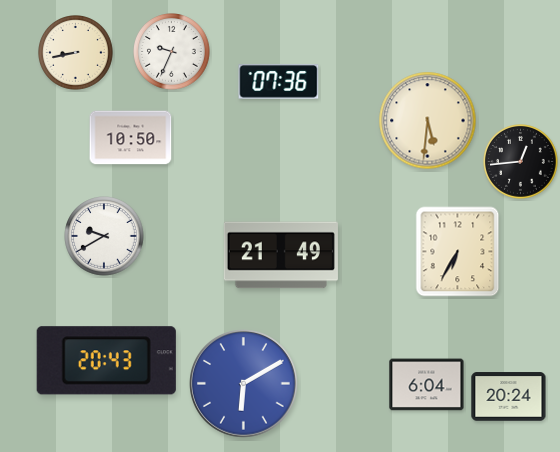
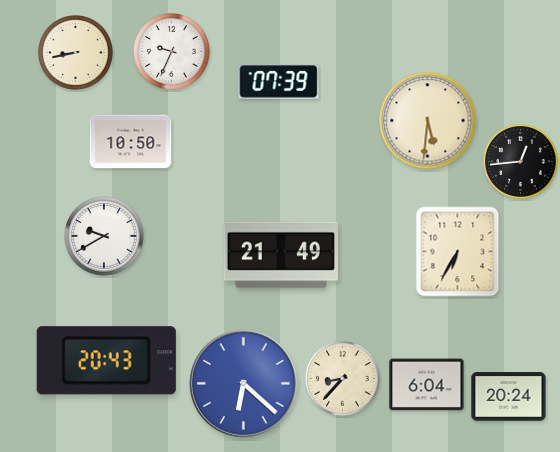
clock at (279, 82): 07:36 -> 07:39
clock at (131, 138) position: (131, 138) -> (131, 142)
clock at (343, 379): none -> 8:37
clock at (244, 384): 6:10 -> 6:22
